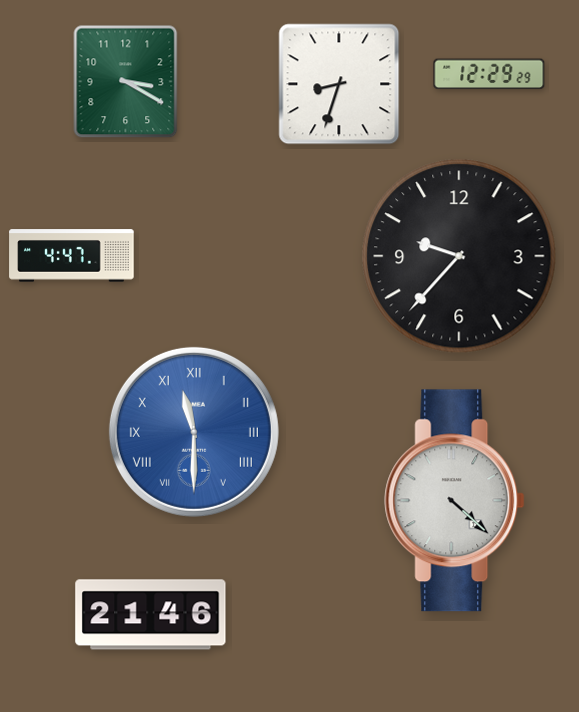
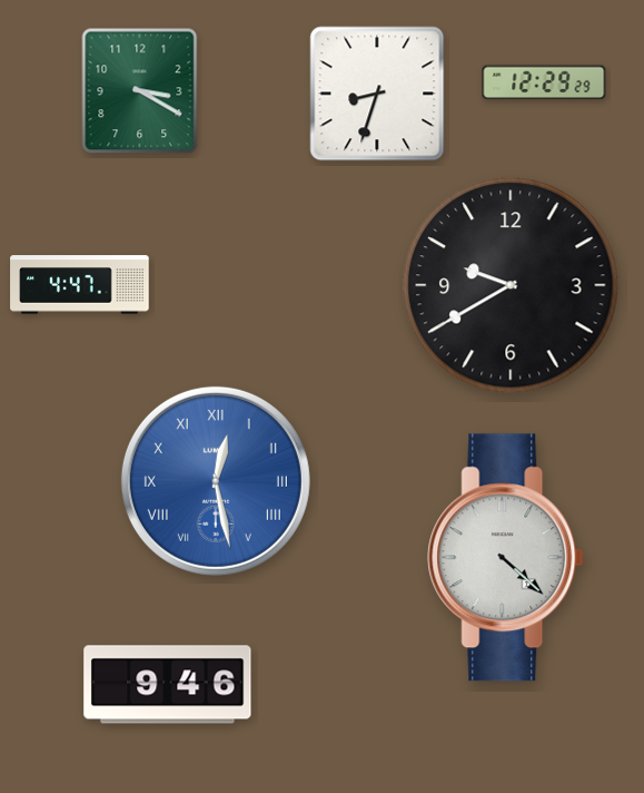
clock at (459, 256): 9:37 -> 9:40
clock at (194, 432): 11:30 -> 12:28
clock at (151, 615): 21:46 -> 9:46
